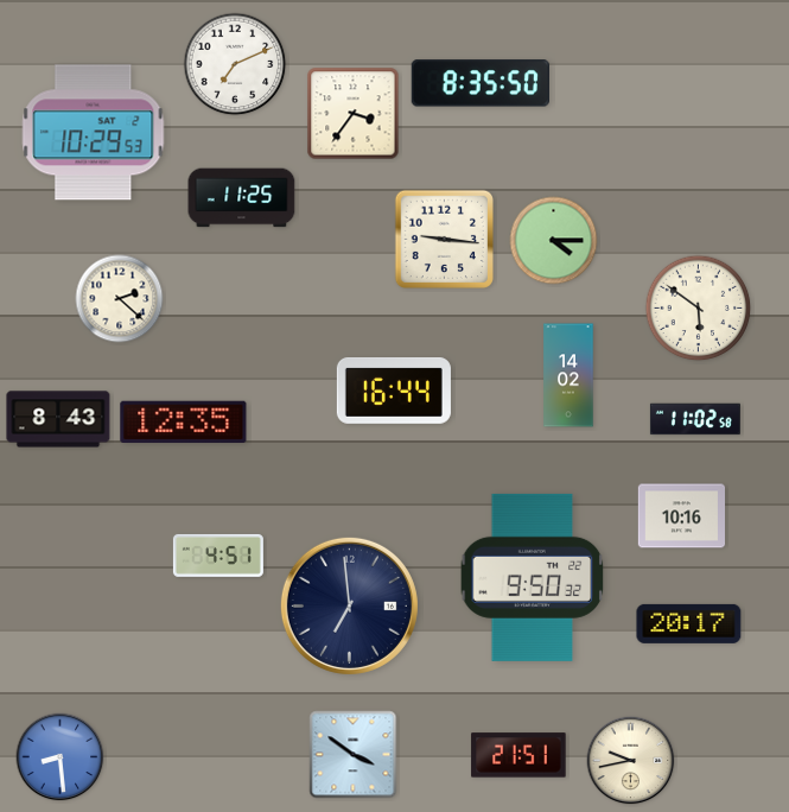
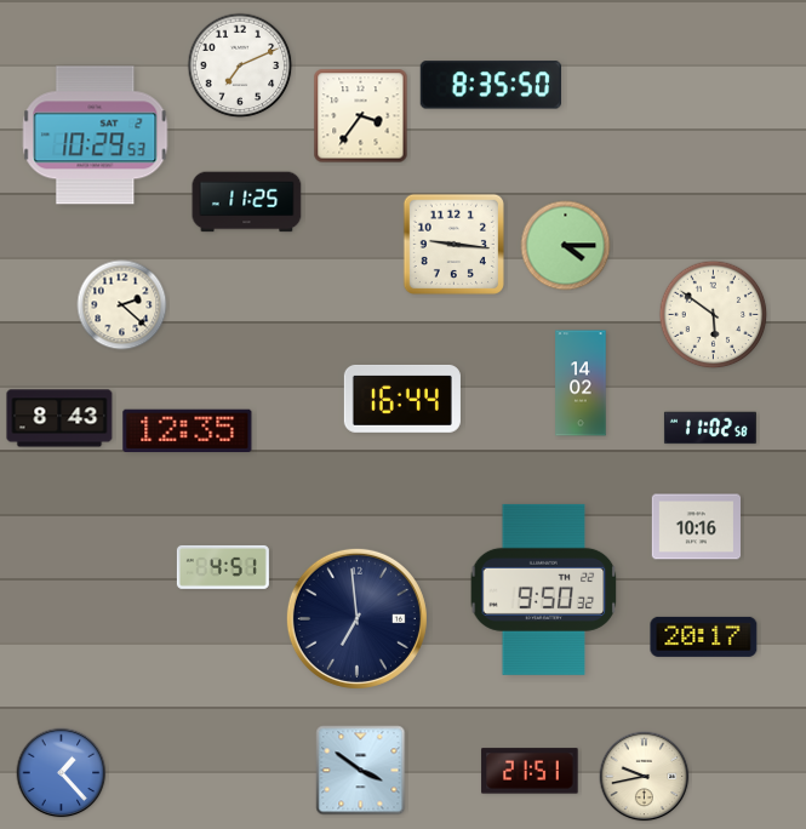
clock at (58, 419) position: (58, 419) -> (59, 418)
clock at (61, 757): 8:29 -> 1:23
